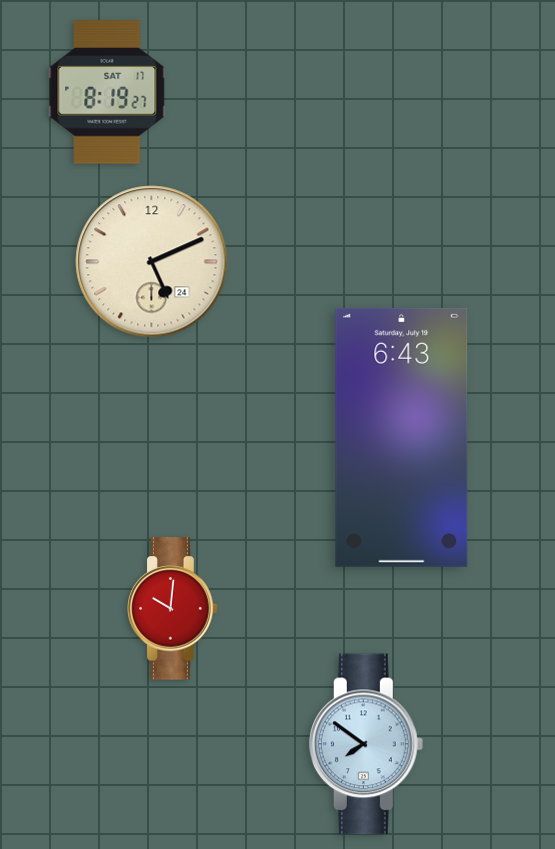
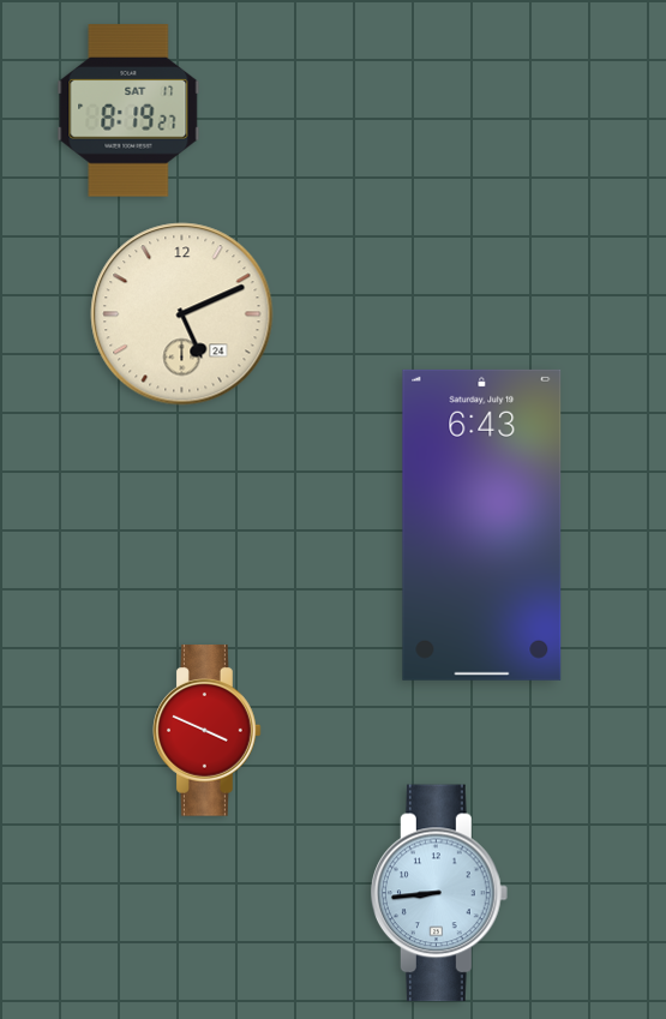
clock at (173, 609): 10:01 -> 3:49
clock at (367, 744): 7:51 -> 8:44
